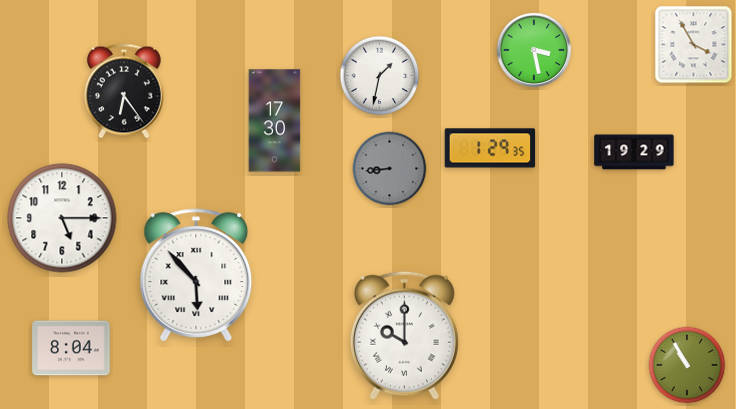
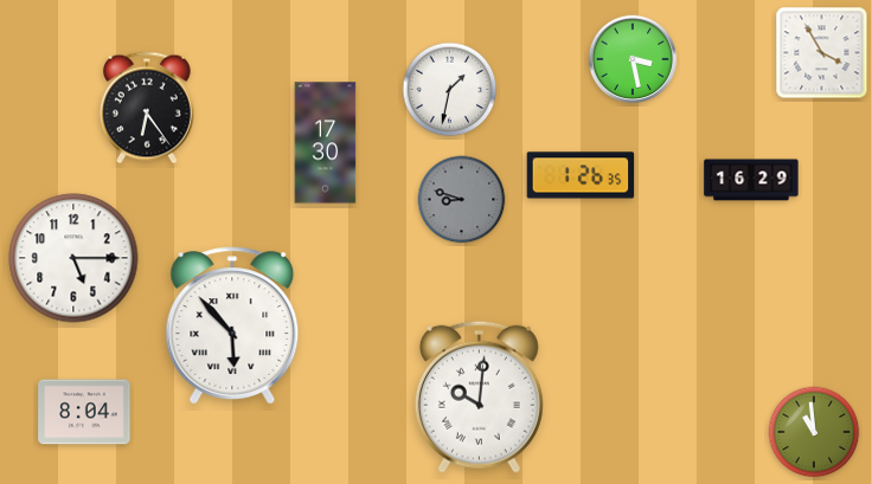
clock at (490, 148): 1:29 -> 1:26
clock at (634, 152): 19:29 -> 16:29
clock at (390, 169): 8:44 -> 8:48
clock at (404, 335): 10:00 -> 10:01
clock at (687, 365): 10:55 -> 10:59
